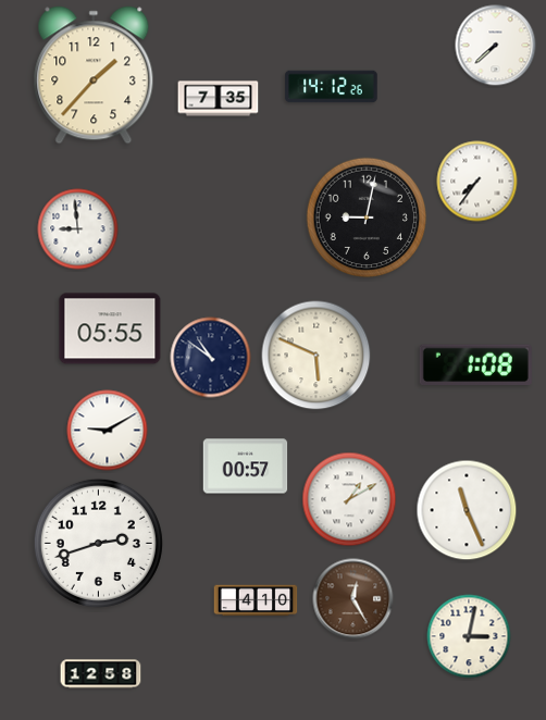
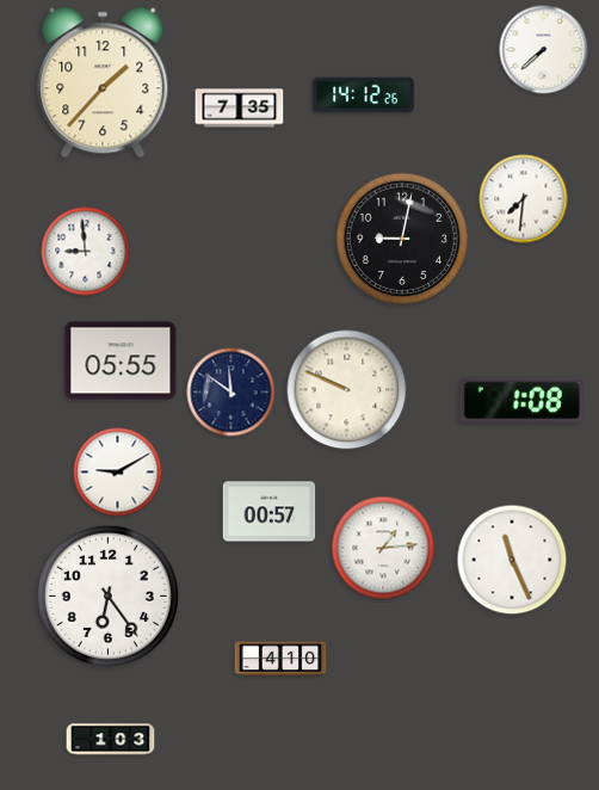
clock at (477, 182): 7:36 -> 7:31
clock at (317, 356): 5:49 -> 9:49
clock at (211, 358): 10:51 -> 11:51
clock at (349, 499): 1:10 -> 1:14
clock at (98, 543): 2:42 -> 6:24
clock at (353, 599): 12:25 -> none
clock at (469, 636): 3:02 -> none
clock at (101, 674): 12:58 -> 1:03
